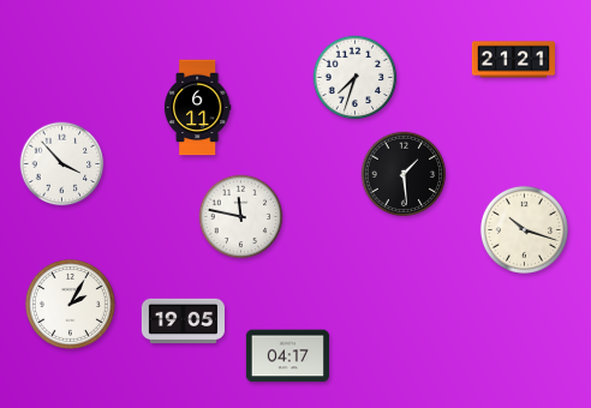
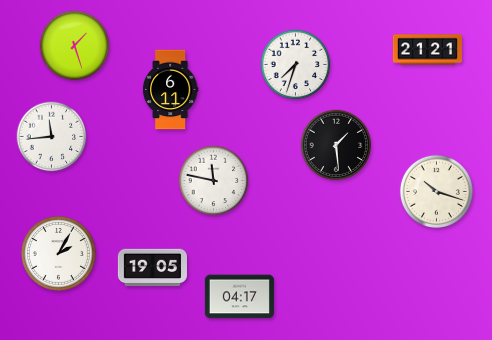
clock at (75, 46): none -> 1:27
clock at (197, 108) position: (197, 108) -> (170, 90)
clock at (62, 164): 3:53 -> 11:44
clock at (241, 217) position: (241, 217) -> (214, 181)
